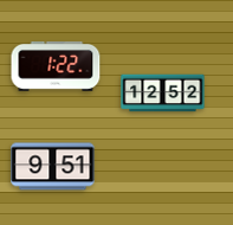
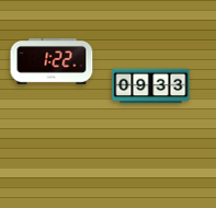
clock at (163, 94): 12:52 -> 09:33
clock at (53, 167): 9:51 -> none
